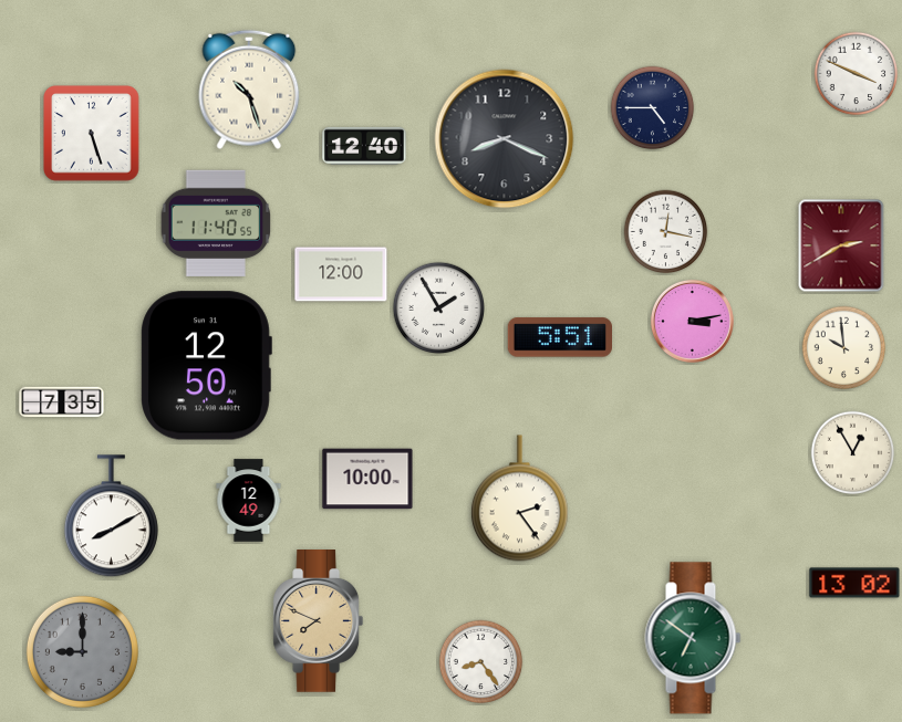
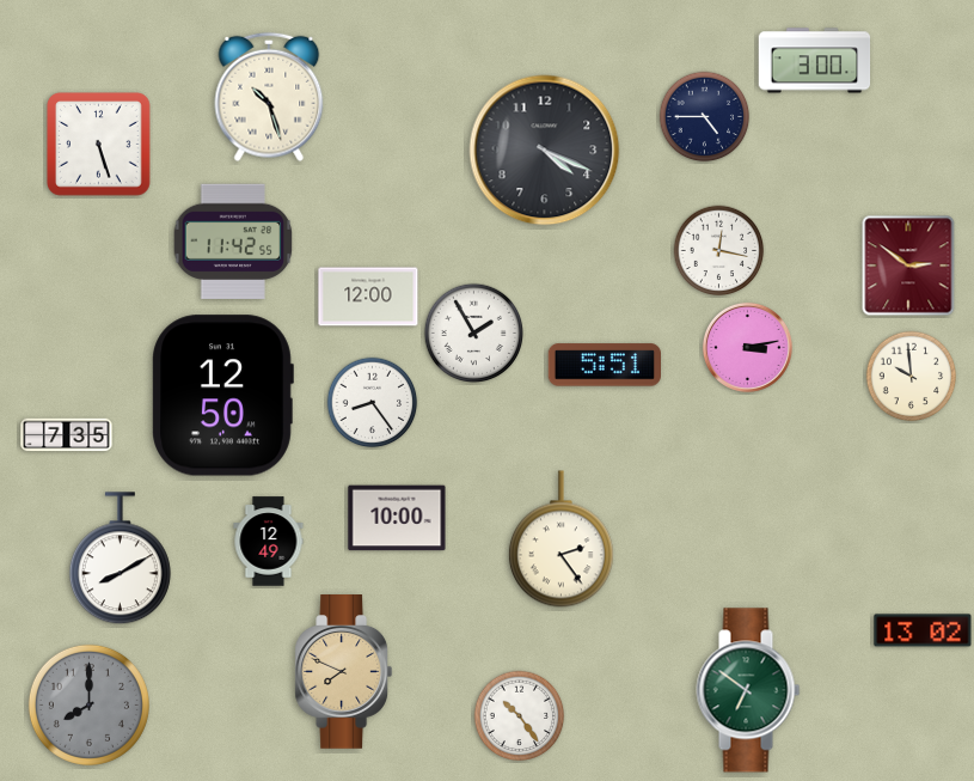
clock at (815, 61): none -> 3:00
clock at (857, 74): 3:49 -> none
clock at (505, 139): 8:19 -> 4:19
clock at (364, 146): 12:40 -> none
clock at (216, 223): 11:40 -> 11:42
clock at (841, 245): 2:40 -> 2:51
clock at (373, 403): none -> 8:24
clock at (853, 453): 12:55 -> none
clock at (82, 651): 9:00 -> 8:00
clock at (481, 662): 8:24 -> 10:24
